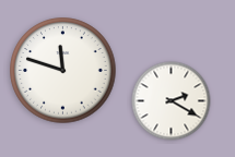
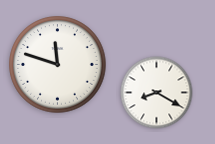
clock at (172, 101): 2:20 -> 8:20
